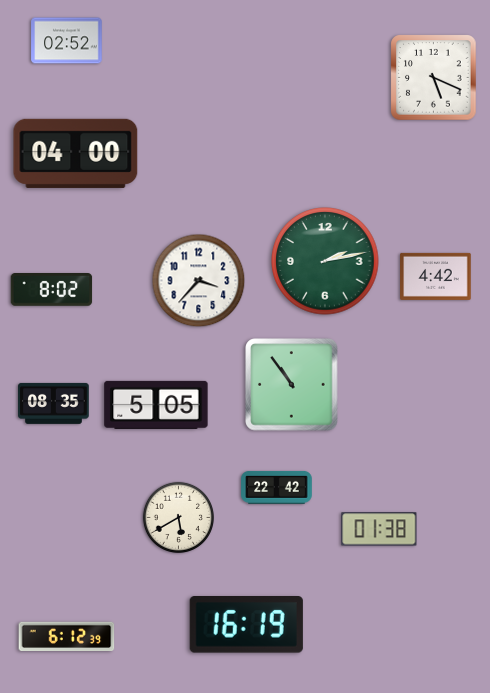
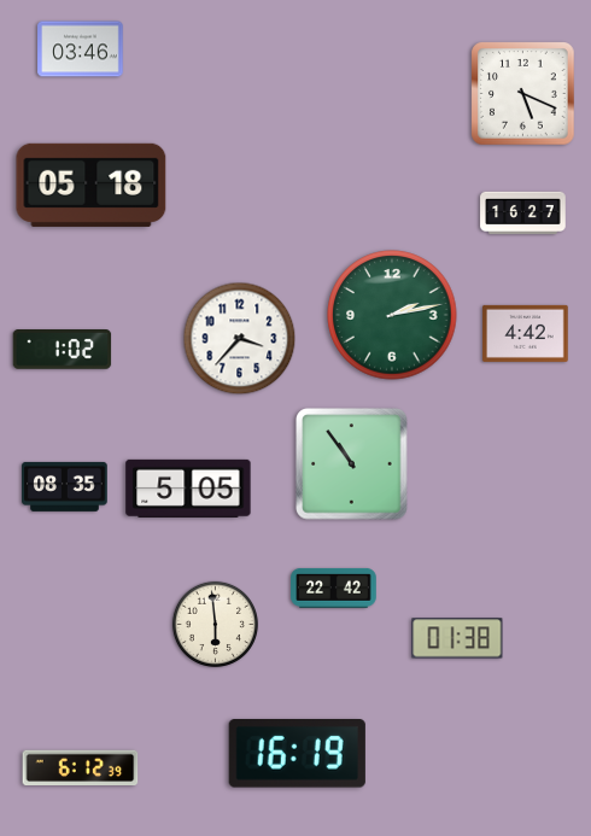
clock at (67, 41): 02:52 -> 03:46
clock at (76, 153): 04:00 -> 05:18
clock at (523, 214): none -> 16:27
clock at (52, 290): 8:02 -> 1:02
clock at (178, 517): 5:40 -> 5:59
